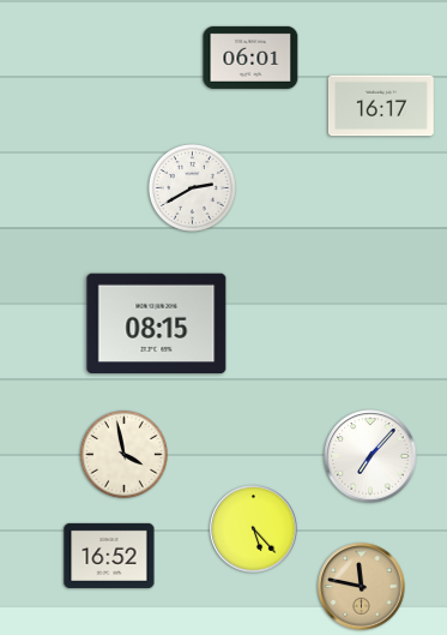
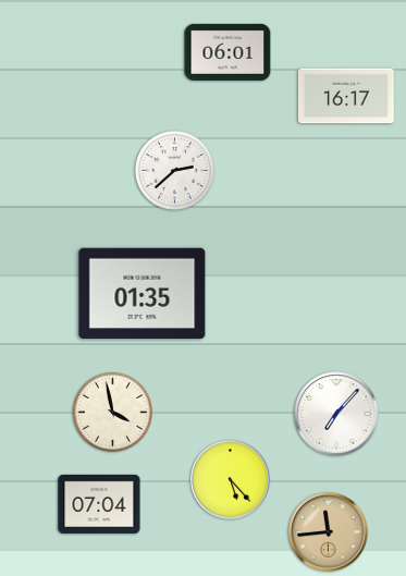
clock at (192, 187): 2:40 -> 2:38
clock at (157, 324): 08:15 -> 01:35
clock at (109, 556): 16:52 -> 07:04
clock at (362, 587): 11:47 -> 11:44
